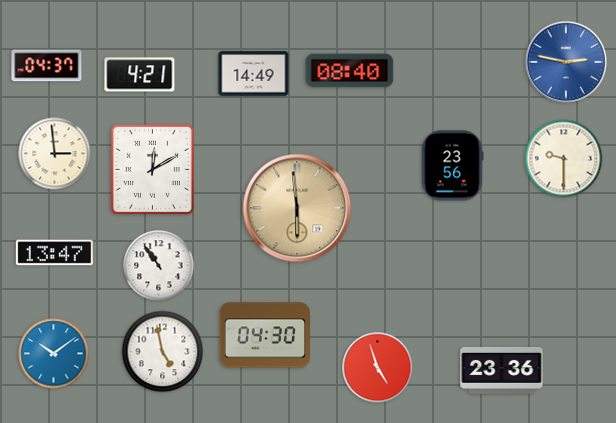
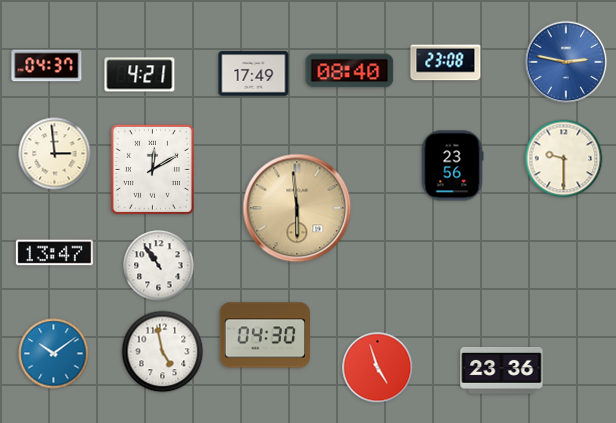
clock at (446, 63): none -> 23:08
clock at (254, 74): 14:49 -> 17:49
